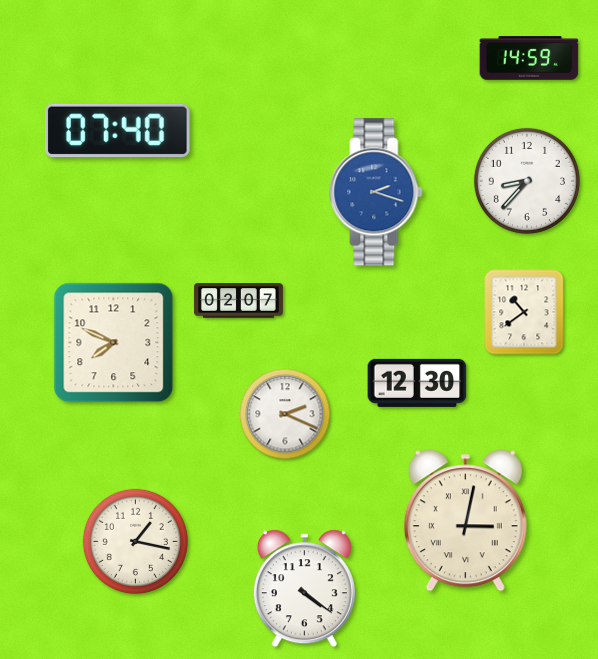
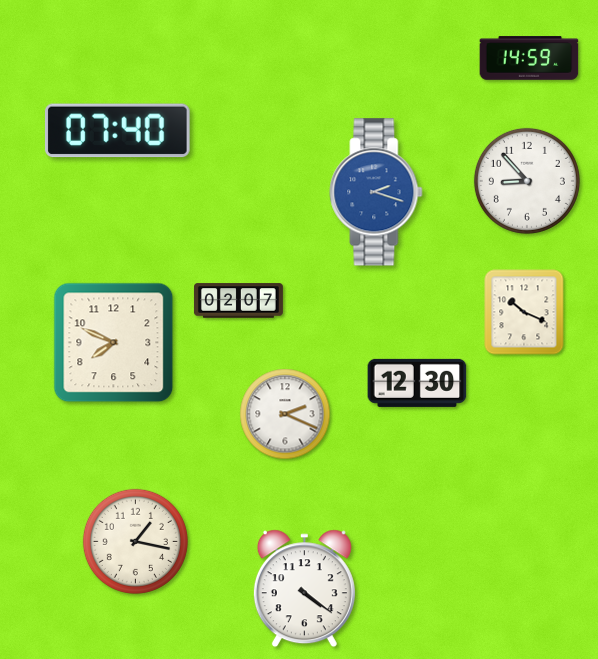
clock at (527, 181): 8:37 -> 8:53
clock at (524, 312): 10:39 -> 10:19
clock at (465, 521): 3:02 -> none
